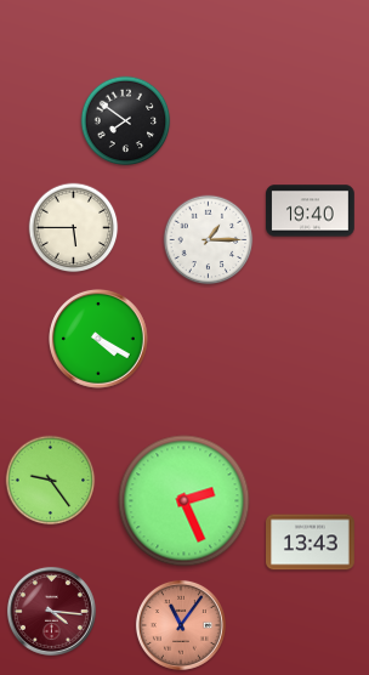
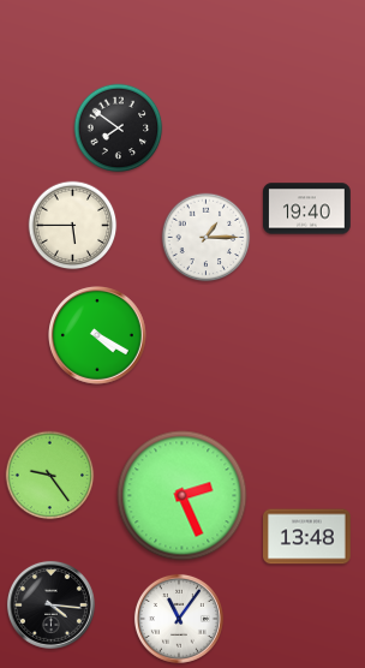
clock at (126, 121) position: (126, 121) -> (119, 129)
clock at (311, 543): 13:43 -> 13:48
clock at (51, 611) dial: burgundy -> black
clock at (181, 625) dial: salmon -> white
